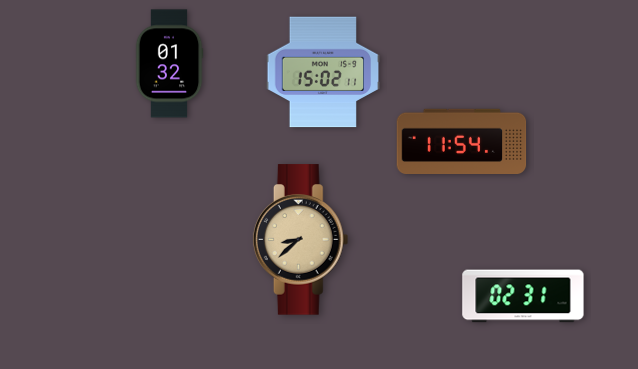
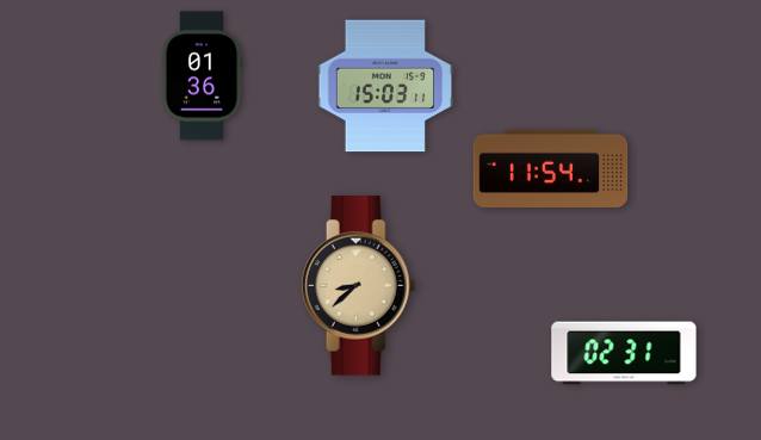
clock at (169, 64): 01:32 -> 01:36
clock at (323, 72): 15:02 -> 15:03
